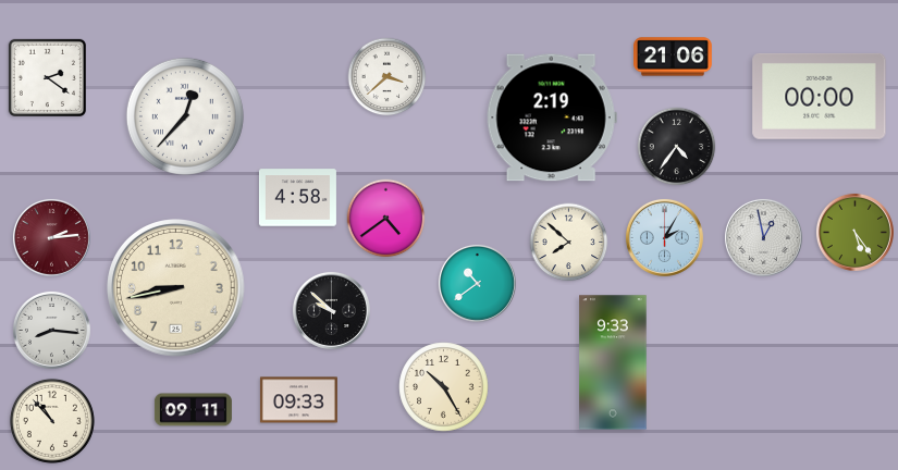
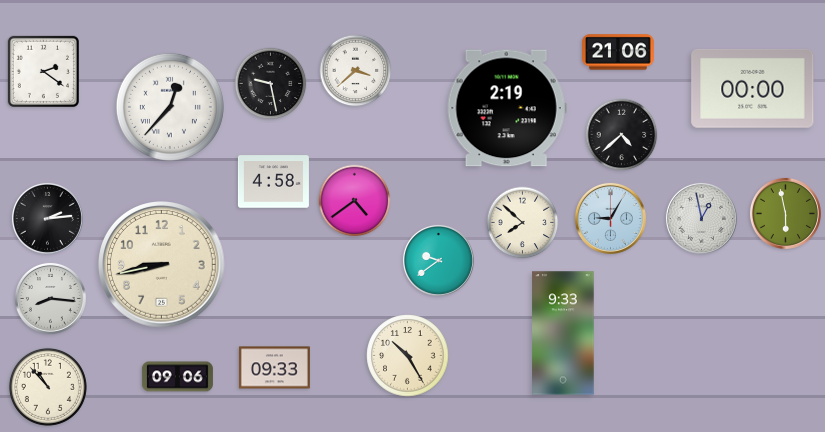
clock at (271, 84): none -> 9:28
clock at (677, 147): 4:36 -> 4:38
clock at (854, 232): 5:24 -> 5:58
clock at (51, 237) dial: burgundy -> black
clock at (664, 237): 2:05 -> 9:05
clock at (477, 283): 10:39 -> 9:39
clock at (331, 310): 9:52 -> none
clock at (51, 330) position: (51, 330) -> (50, 298)
clock at (193, 410): 09:11 -> 09:06
